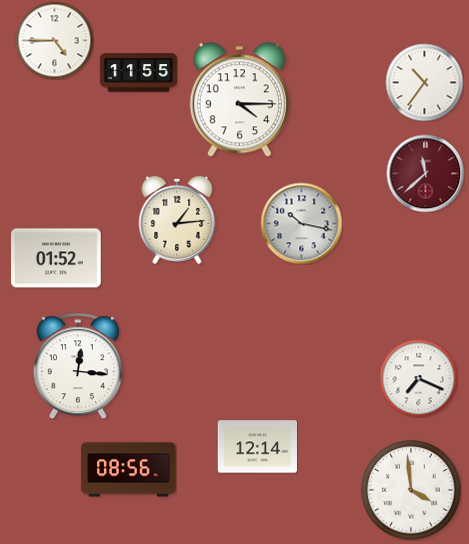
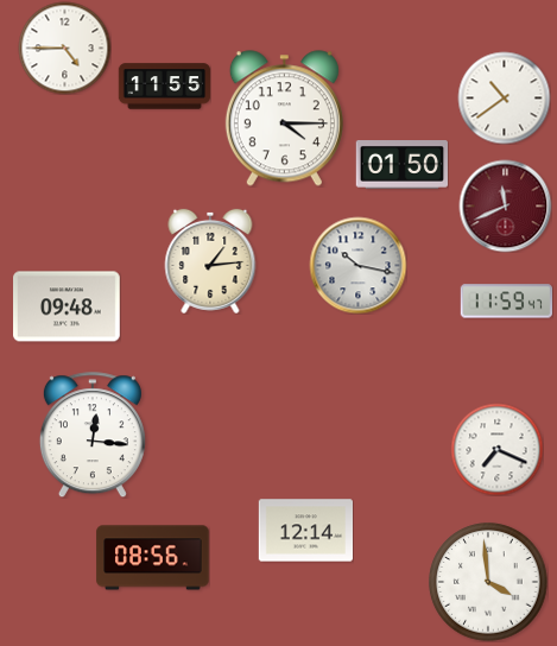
clock at (424, 82): 10:36 -> 10:39
clock at (401, 165): none -> 01:50
clock at (425, 173): 11:38 -> 11:41
clock at (506, 302): none -> 11:59
clock at (57, 258): 01:52 -> 09:48
